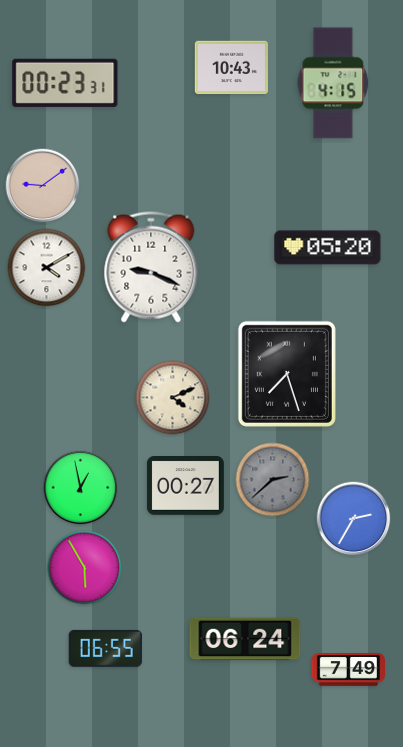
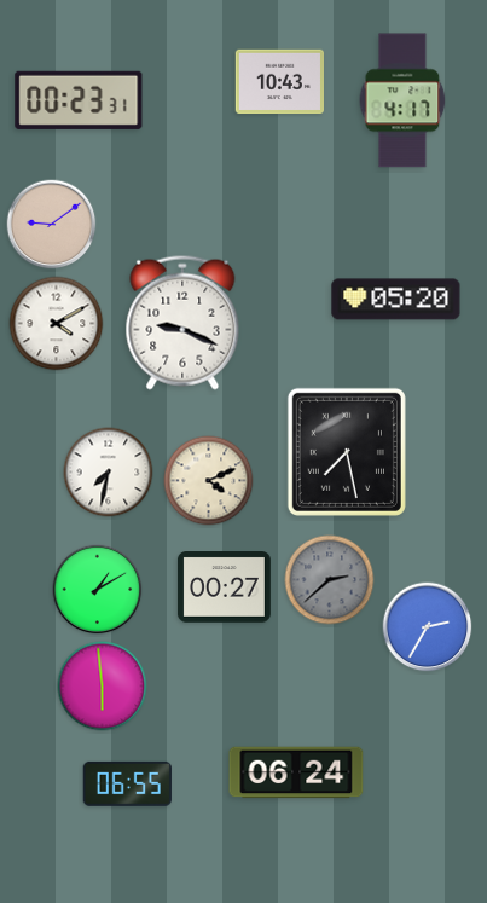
clock at (333, 83): 4:15 -> 4:17
clock at (287, 374): 7:27 -> 7:28
clock at (109, 473): none -> 7:32
clock at (81, 488): 12:58 -> 1:10
clock at (85, 568): 5:55 -> 5:59
clock at (349, 670): 7:49 -> none
